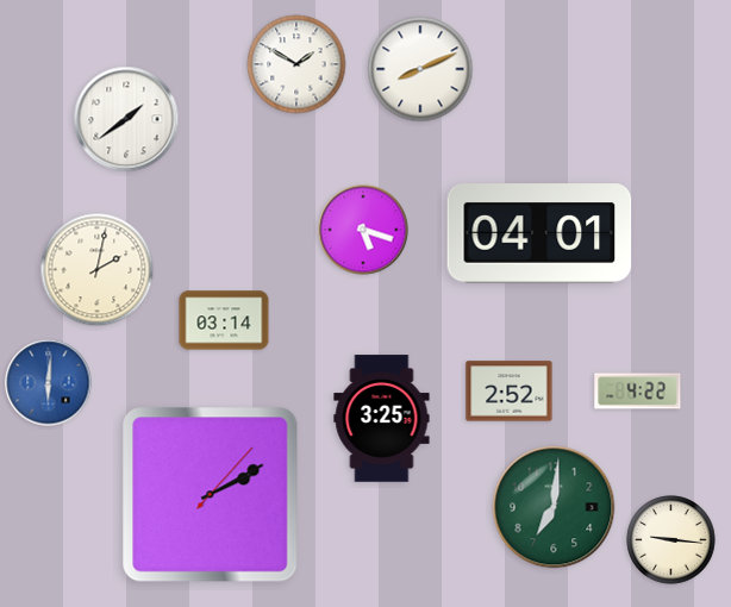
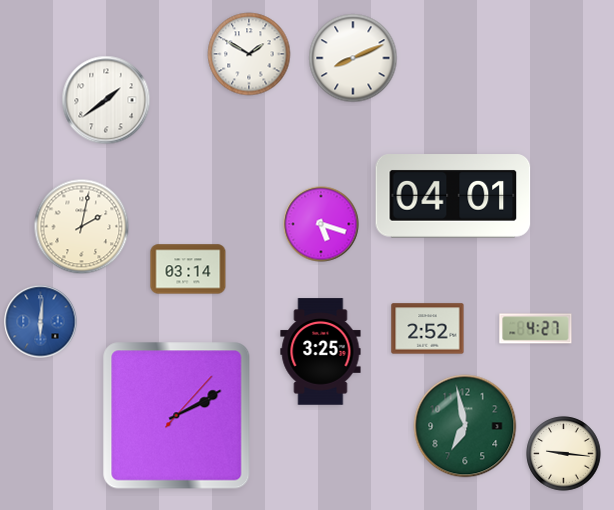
clock at (363, 230) position: (363, 230) -> (321, 224)
clock at (638, 392): 4:22 -> 4:27
clock at (554, 507): 7:01 -> 6:58
